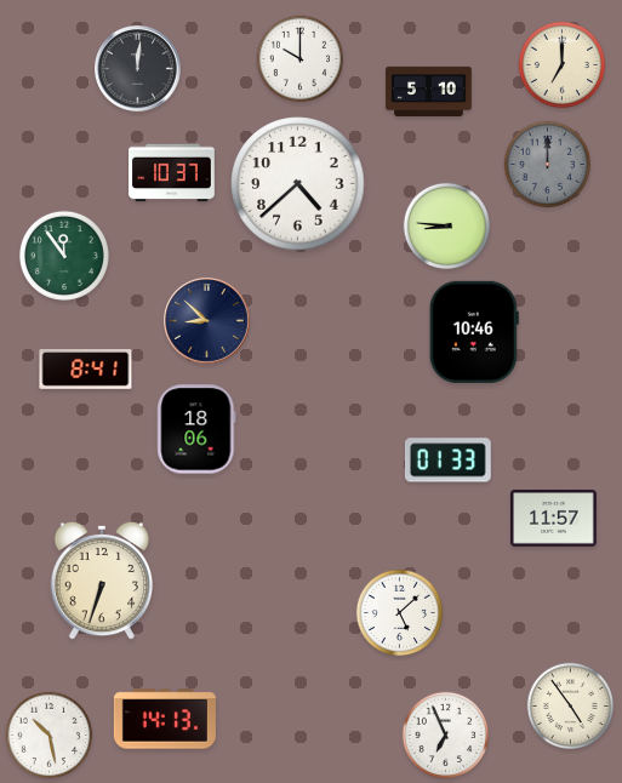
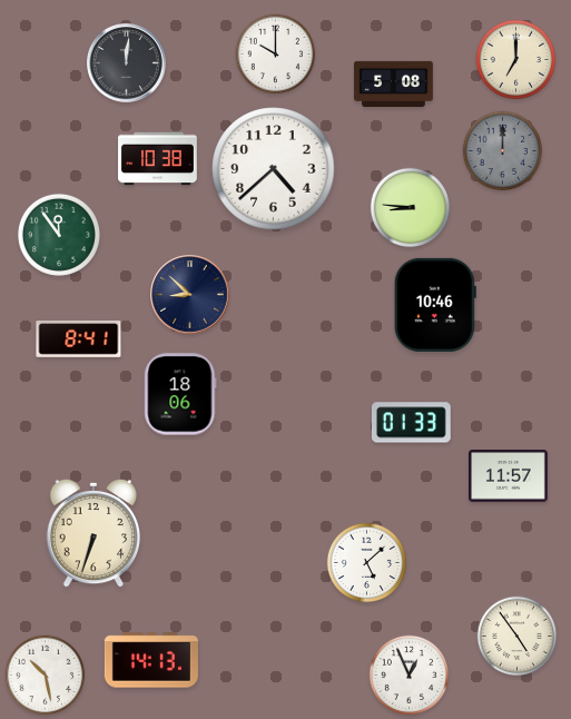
clock at (429, 91): 5:10 -> 5:08
clock at (172, 173): 10:37 -> 10:38
clock at (571, 707) position: (571, 707) -> (518, 637)
clock at (446, 736): 6:56 -> 12:56
